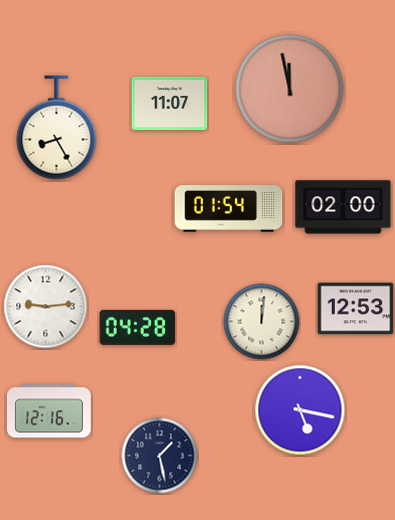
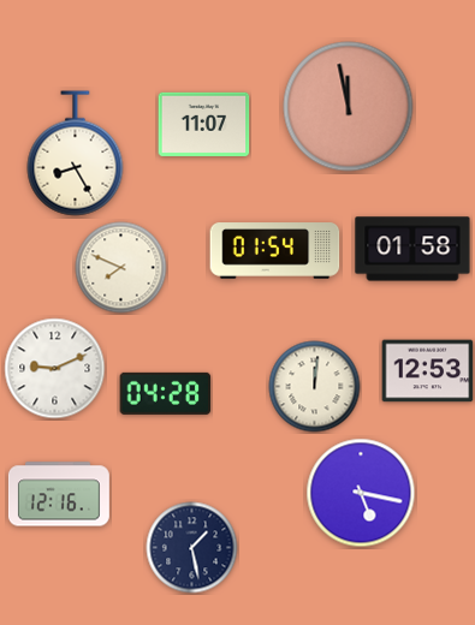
clock at (57, 128) position: (57, 128) -> (76, 154)
clock at (343, 207): 02:00 -> 01:58
clock at (121, 268): none -> 7:49
clock at (46, 307): 9:14 -> 9:11
